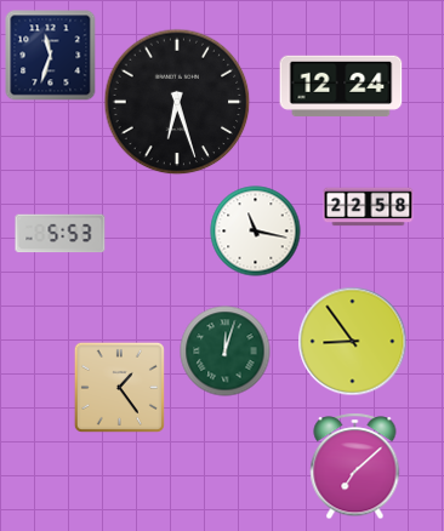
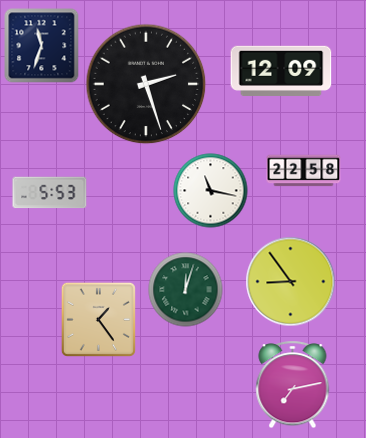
clock at (341, 86): 12:24 -> 12:09
clock at (177, 102): 6:27 -> 2:27
clock at (355, 467): 7:08 -> 7:13
